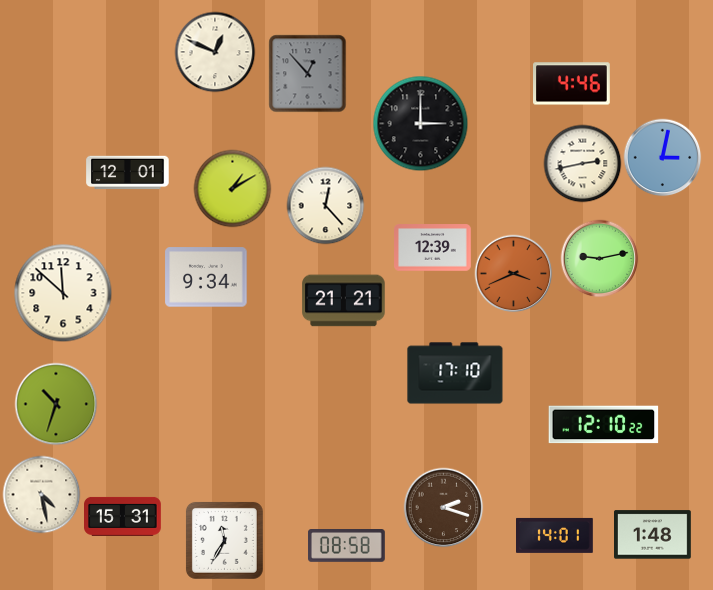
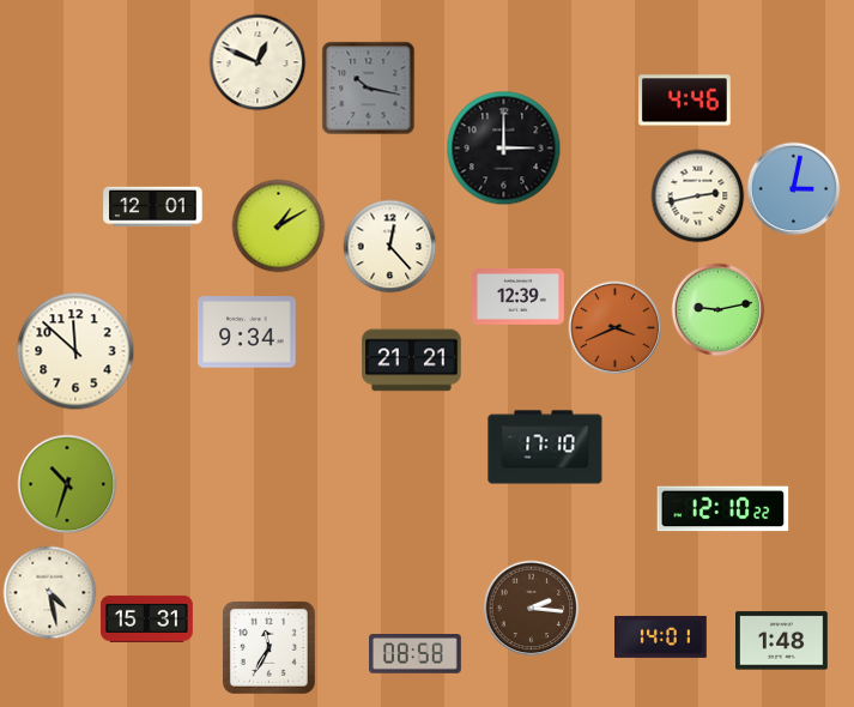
clock at (307, 73): 12:53 -> 10:17
clock at (443, 507): 2:18 -> 2:16
clock at (555, 535) position: (555, 535) -> (661, 636)
